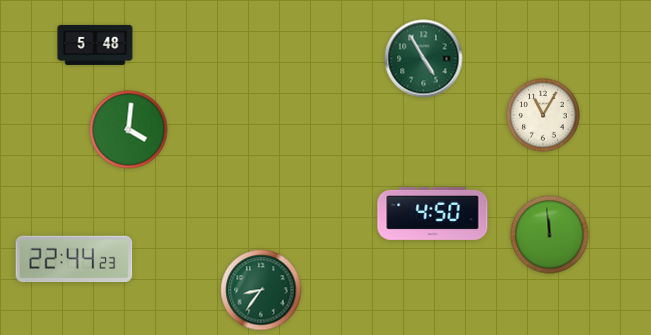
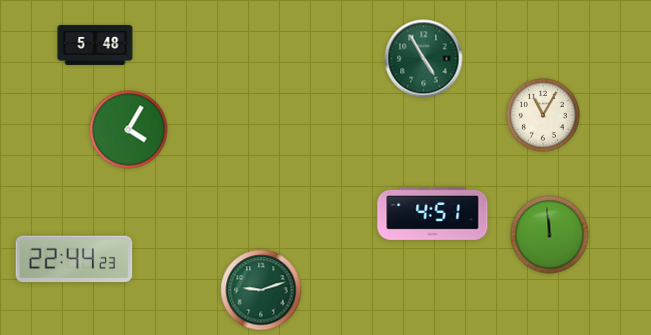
clock at (129, 130): 4:01 -> 4:05
clock at (433, 213): 4:50 -> 4:51
clock at (261, 290): 8:36 -> 9:12
